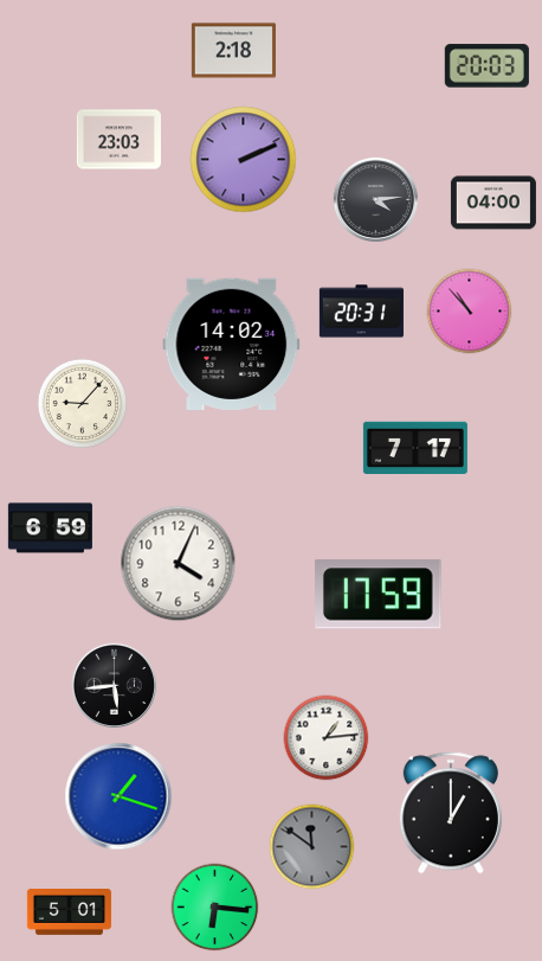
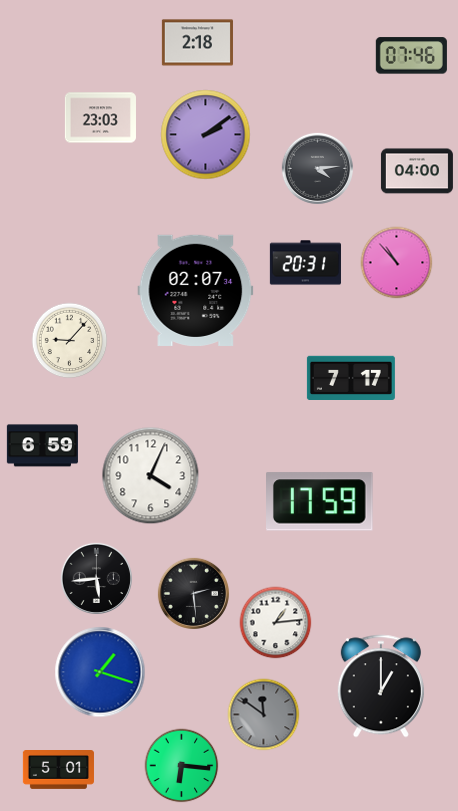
clock at (486, 66): 20:03 -> 07:46
clock at (244, 160): 2:11 -> 2:09
clock at (232, 344): 14:02 -> 02:07
clock at (193, 593): none -> 2:29
